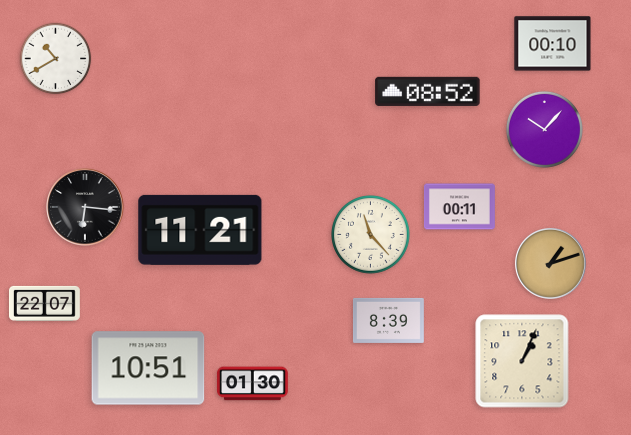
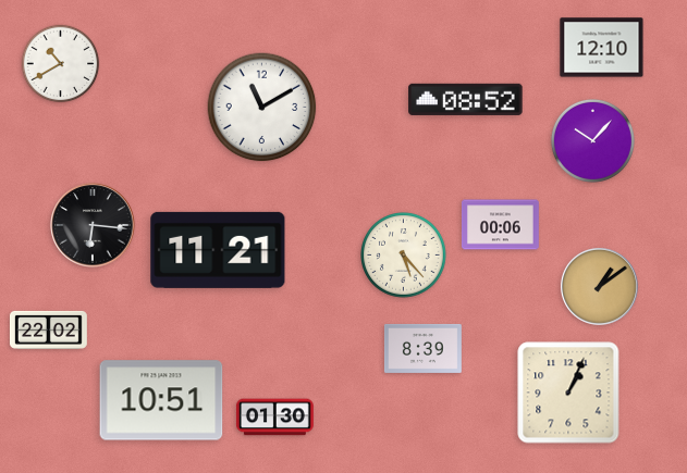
clock at (553, 44): 00:10 -> 12:10
clock at (262, 108): none -> 11:10
clock at (459, 207): 00:11 -> 00:06
clock at (371, 235): 11:23 -> 5:23
clock at (550, 263): 1:12 -> 1:09
clock at (44, 303): 22:07 -> 22:02
